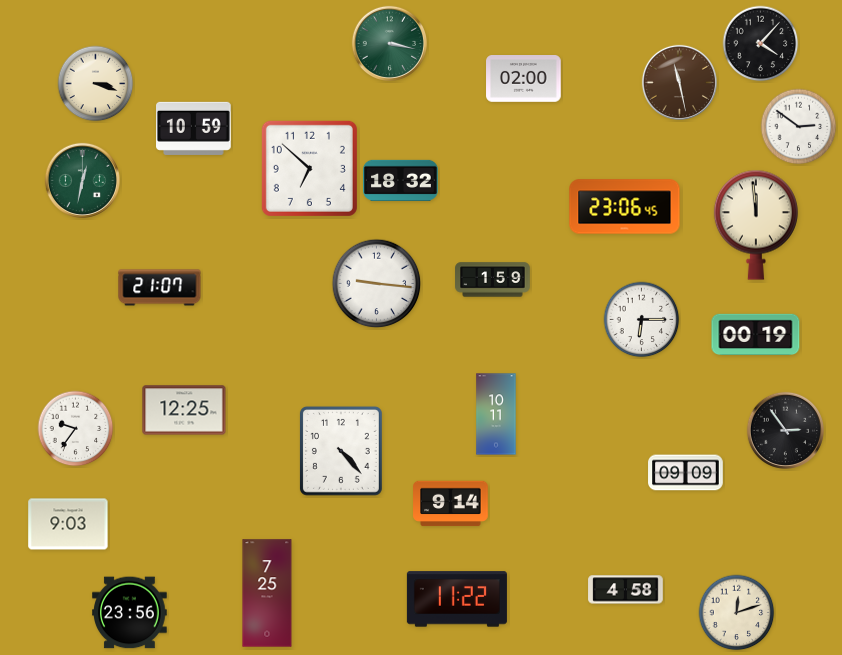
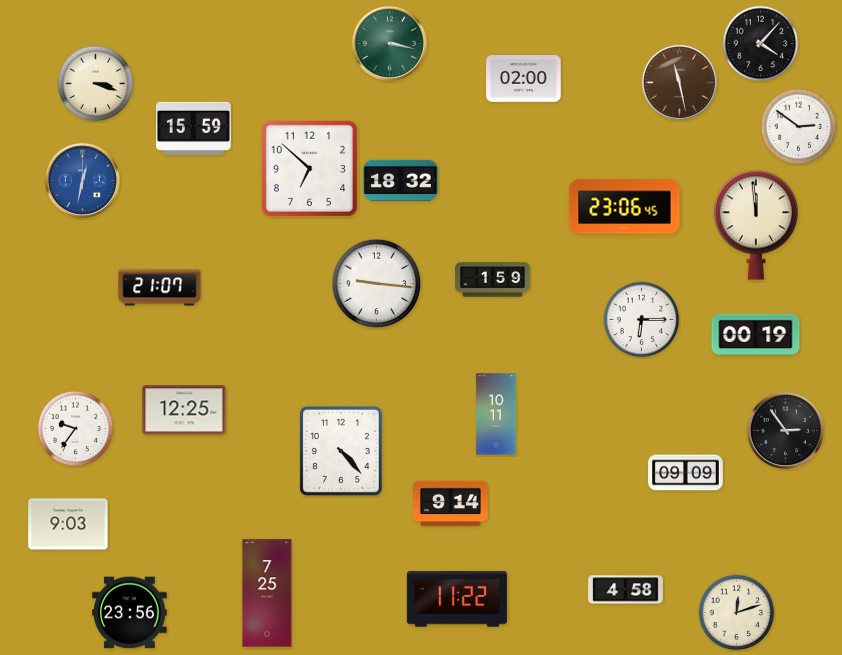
clock at (194, 128): 10:59 -> 15:59
clock at (82, 180) dial: green -> blue
